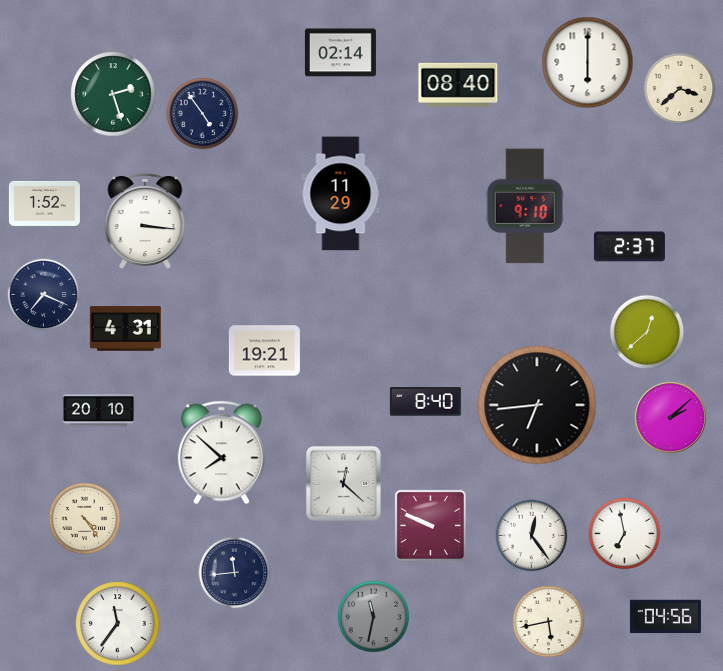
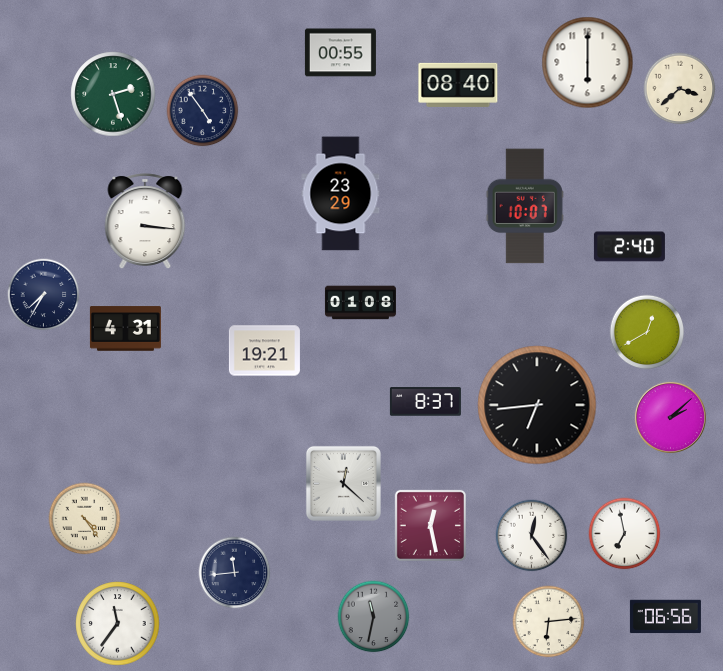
clock at (340, 53): 02:14 -> 00:55
clock at (203, 114) position: (203, 114) -> (203, 111)
clock at (341, 194): 11:29 -> 23:29
clock at (44, 203): 1:52 -> none
clock at (525, 206): 9:10 -> 10:07
clock at (629, 247): 2:37 -> 2:40
clock at (44, 295): 7:19 -> 7:35
clock at (360, 303): none -> 01:08
clock at (647, 332): 12:38 -> 12:40
clock at (425, 402): 8:40 -> 8:37
clock at (98, 411): 20:10 -> none
clock at (221, 453): 7:52 -> none
clock at (430, 525): 9:49 -> 12:28
clock at (665, 617): 04:56 -> 06:56
clock at (549, 622): 5:43 -> 6:14
